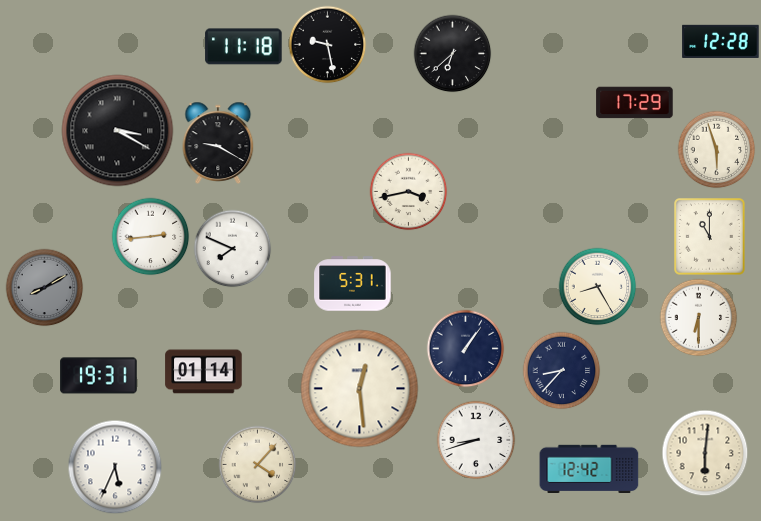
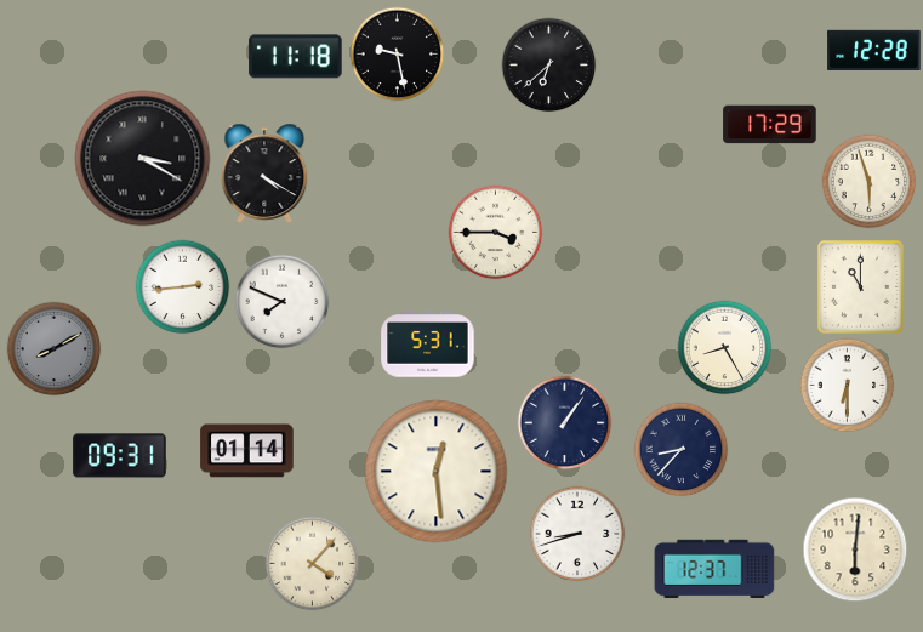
clock at (218, 142): 9:20 -> 4:20
clock at (408, 191): 3:43 -> 3:45
clock at (99, 376): 19:31 -> 09:31
clock at (115, 467): 5:34 -> none
clock at (589, 468): 12:42 -> 12:37
